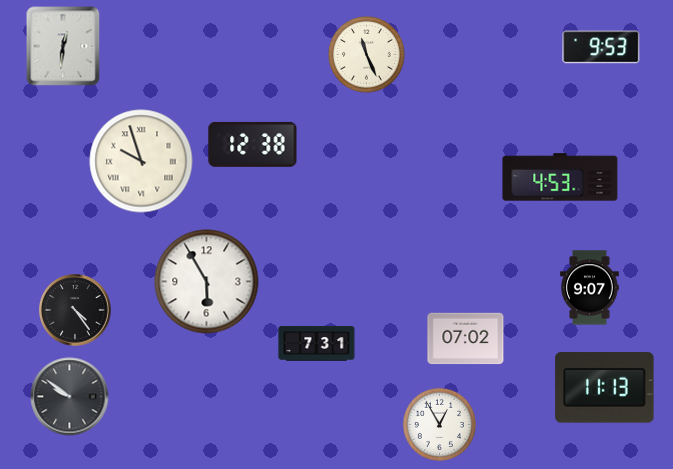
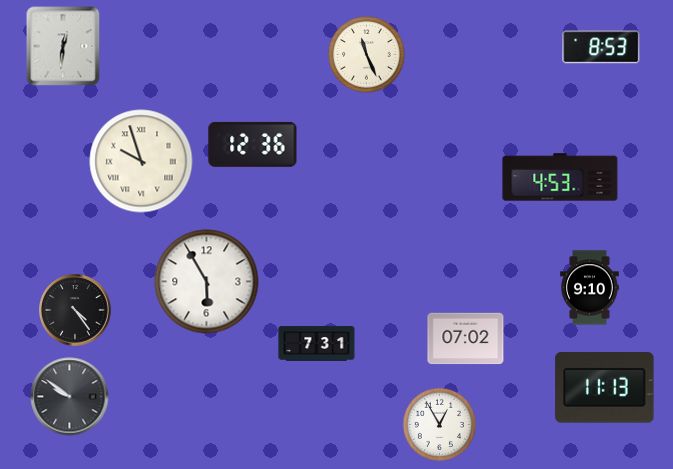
clock at (601, 47): 9:53 -> 8:53
clock at (253, 144): 12:38 -> 12:36
clock at (590, 288): 9:07 -> 9:10
